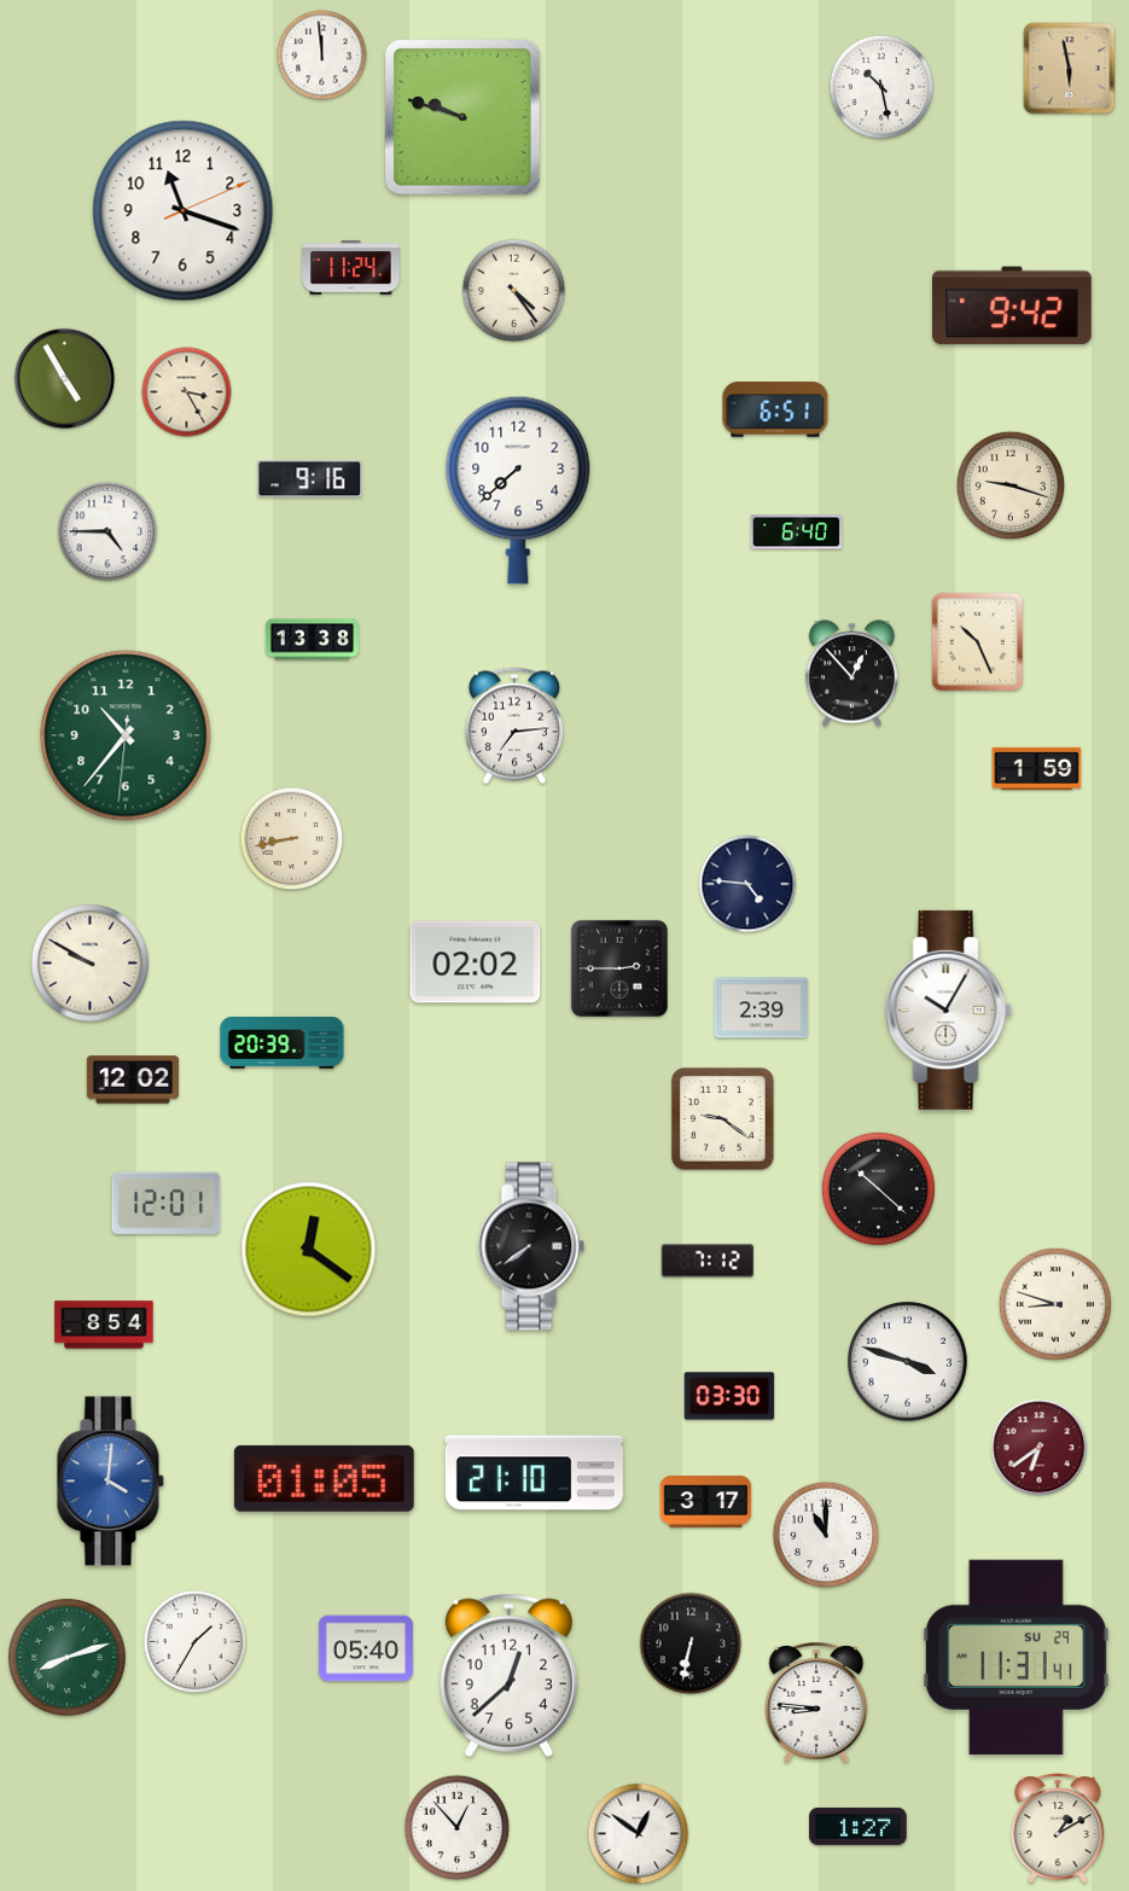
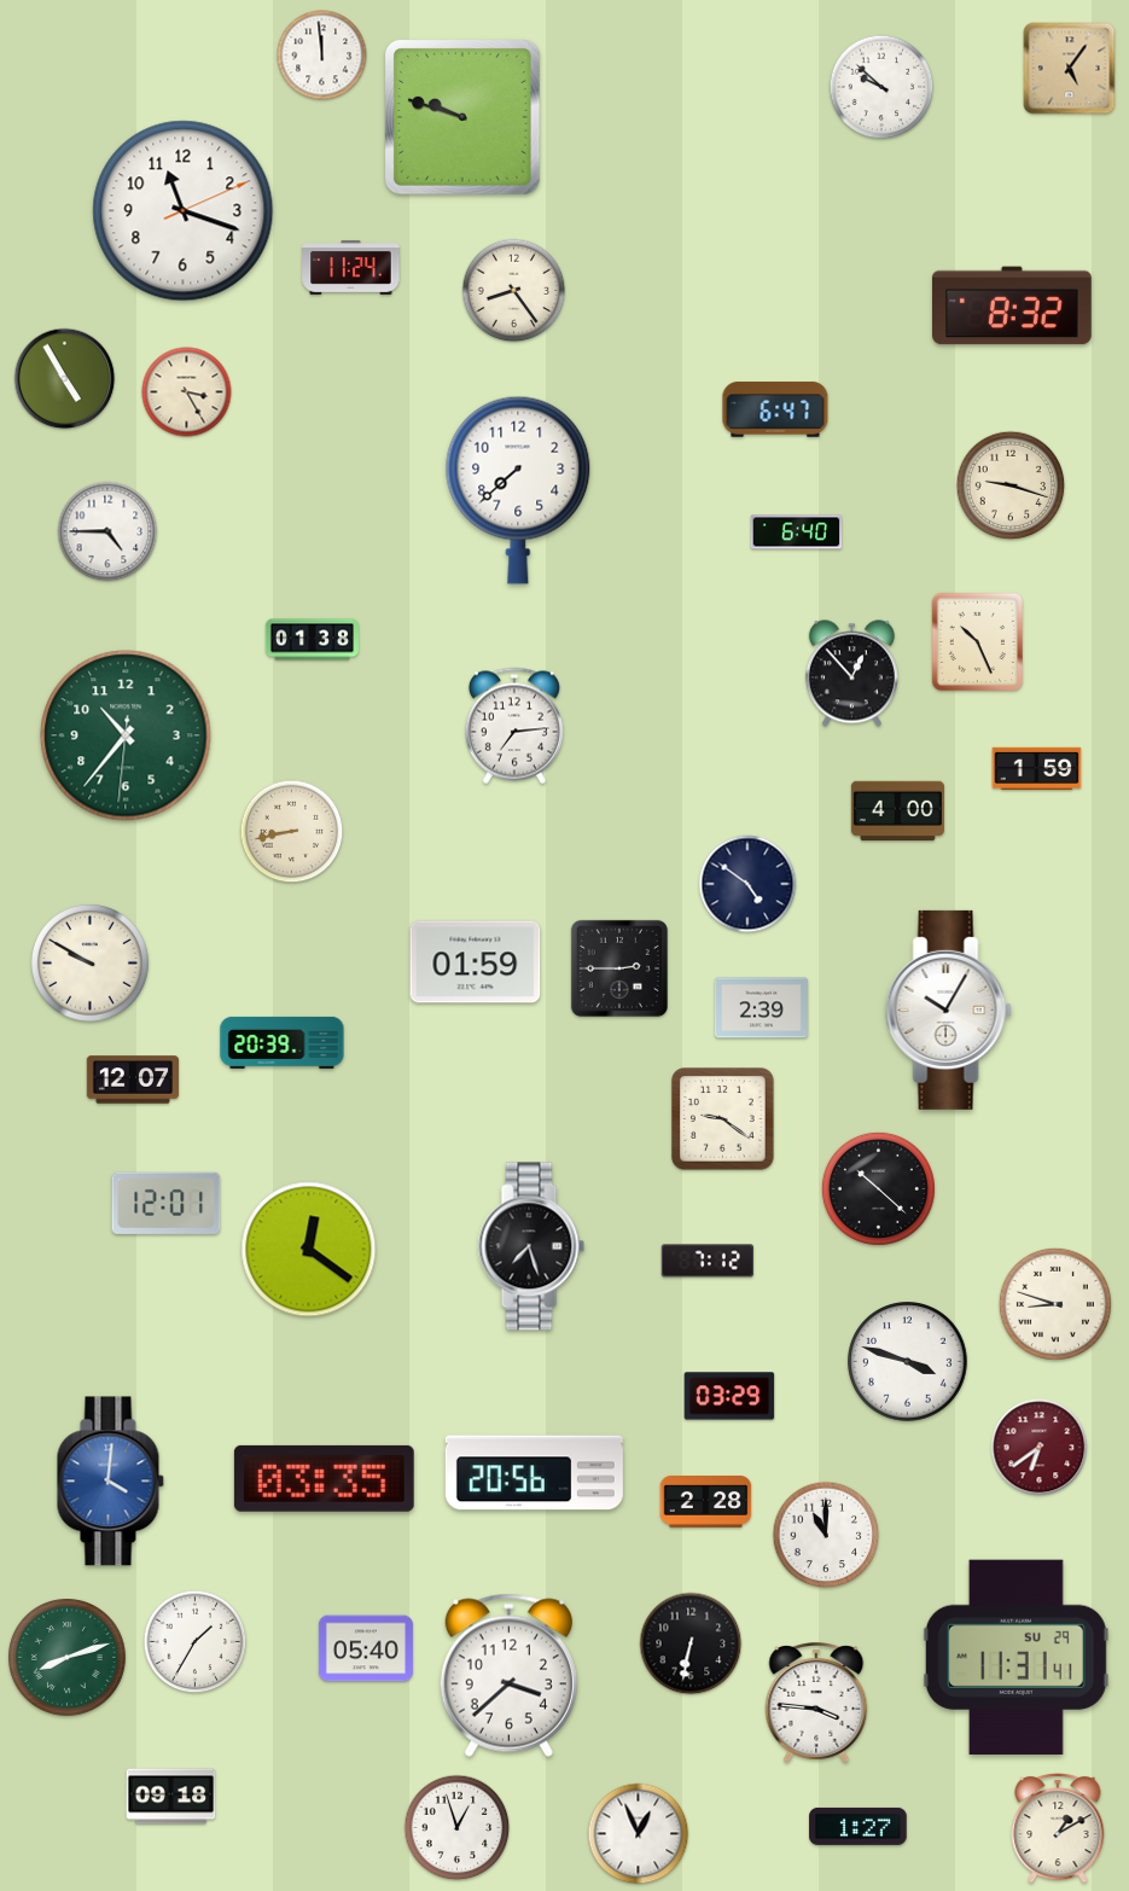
clock at (1070, 69): 5:58 -> 5:06
clock at (881, 87): 10:28 -> 9:52
clock at (514, 291): 4:24 -> 8:24
clock at (1013, 306): 9:42 -> 8:32
clock at (775, 409): 6:51 -> 6:47
clock at (310, 479): 9:16 -> none
clock at (312, 640): 13:38 -> 01:38
clock at (897, 811): none -> 4:00
clock at (292, 839) position: (292, 839) -> (292, 832)
clock at (747, 884): 4:46 -> 4:51
clock at (476, 962): 02:02 -> 01:59
clock at (133, 1080): 12:02 -> 12:07
clock at (531, 1246): 7:39 -> 7:27
clock at (104, 1325): 8:54 -> none
clock at (729, 1396): 03:30 -> 03:29
clock at (534, 1473): 21:10 -> 20:56
clock at (324, 1478): 01:05 -> 03:35
clock at (706, 1502): 3:17 -> 2:28
clock at (508, 1675): 12:38 -> 3:38
clock at (816, 1704): 8:46 -> 3:46
clock at (171, 1797): none -> 09:18
clock at (458, 1828): 12:53 -> 12:57
clock at (639, 1834): 12:51 -> 12:56
